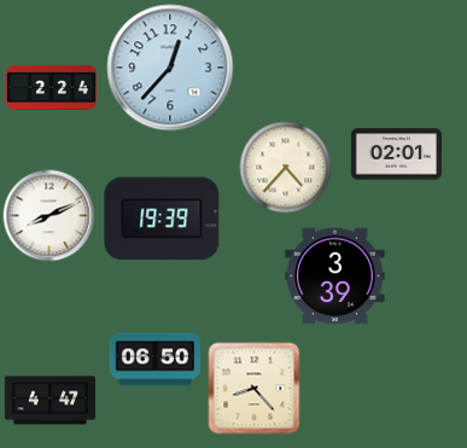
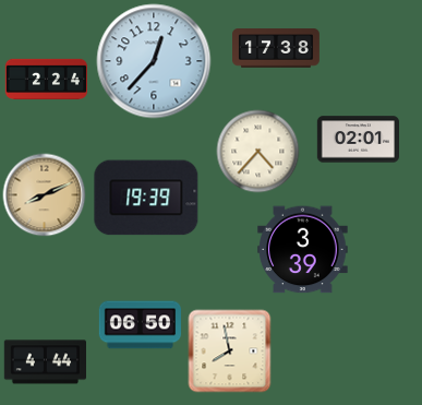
clock at (277, 48): none -> 17:38
clock at (49, 216) dial: white -> champagne
clock at (255, 389): 8:23 -> 7:58
clock at (49, 401): 4:47 -> 4:44
